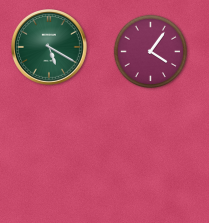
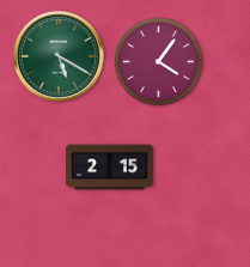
clock at (151, 52) position: (151, 52) -> (159, 62)
clock at (110, 168): none -> 2:15
